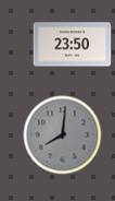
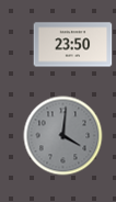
clock at (63, 135): 8:01 -> 4:01
